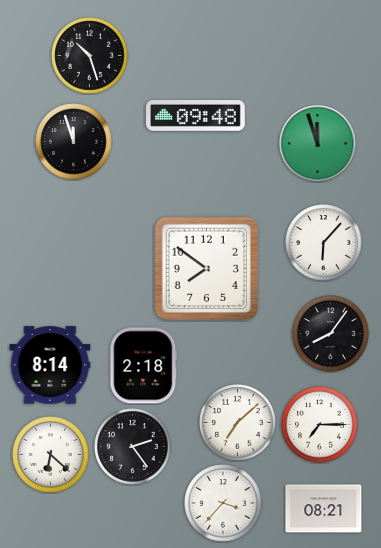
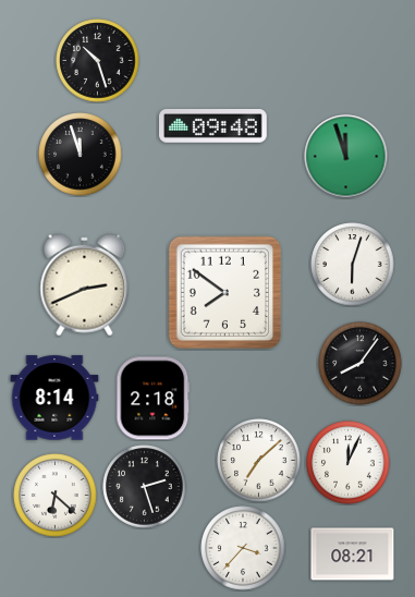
clock at (324, 243): 6:07 -> 6:03
clock at (85, 285): none -> 2:41
clock at (144, 366) position: (144, 366) -> (154, 399)
clock at (320, 425): 7:15 -> 12:04
clock at (133, 447): 2:24 -> 2:27
